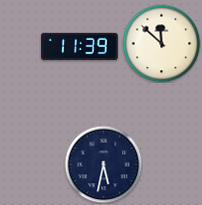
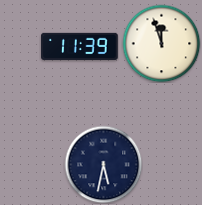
clock at (161, 43): 11:52 -> 11:57
